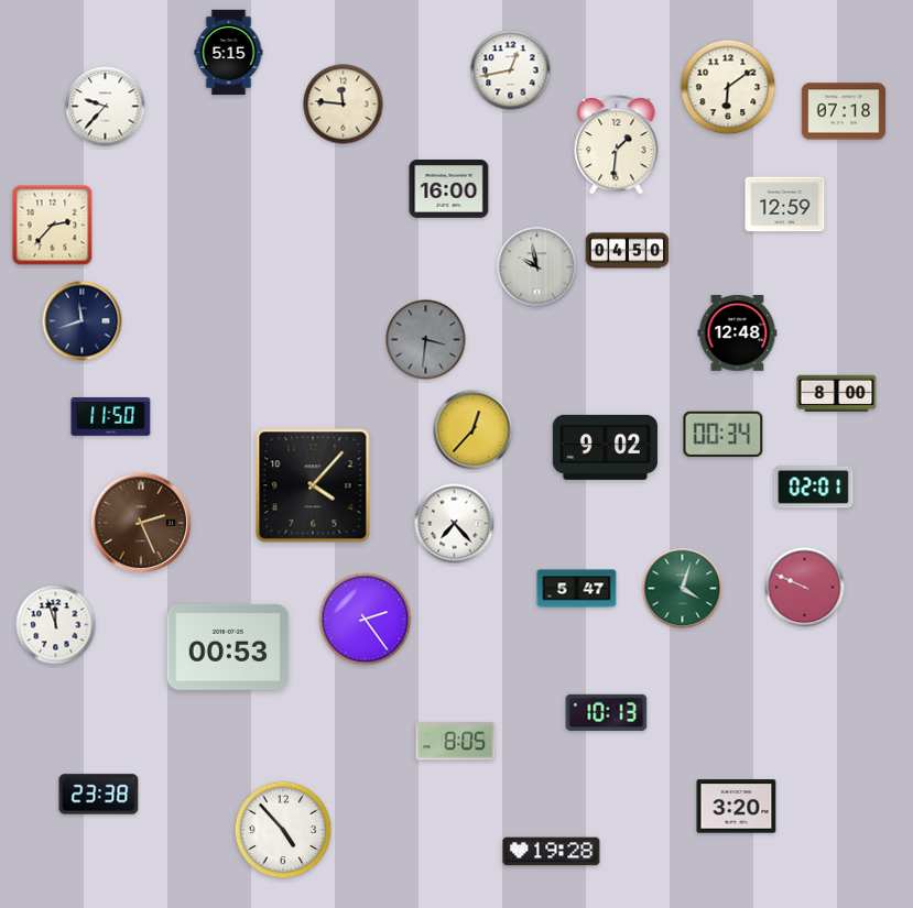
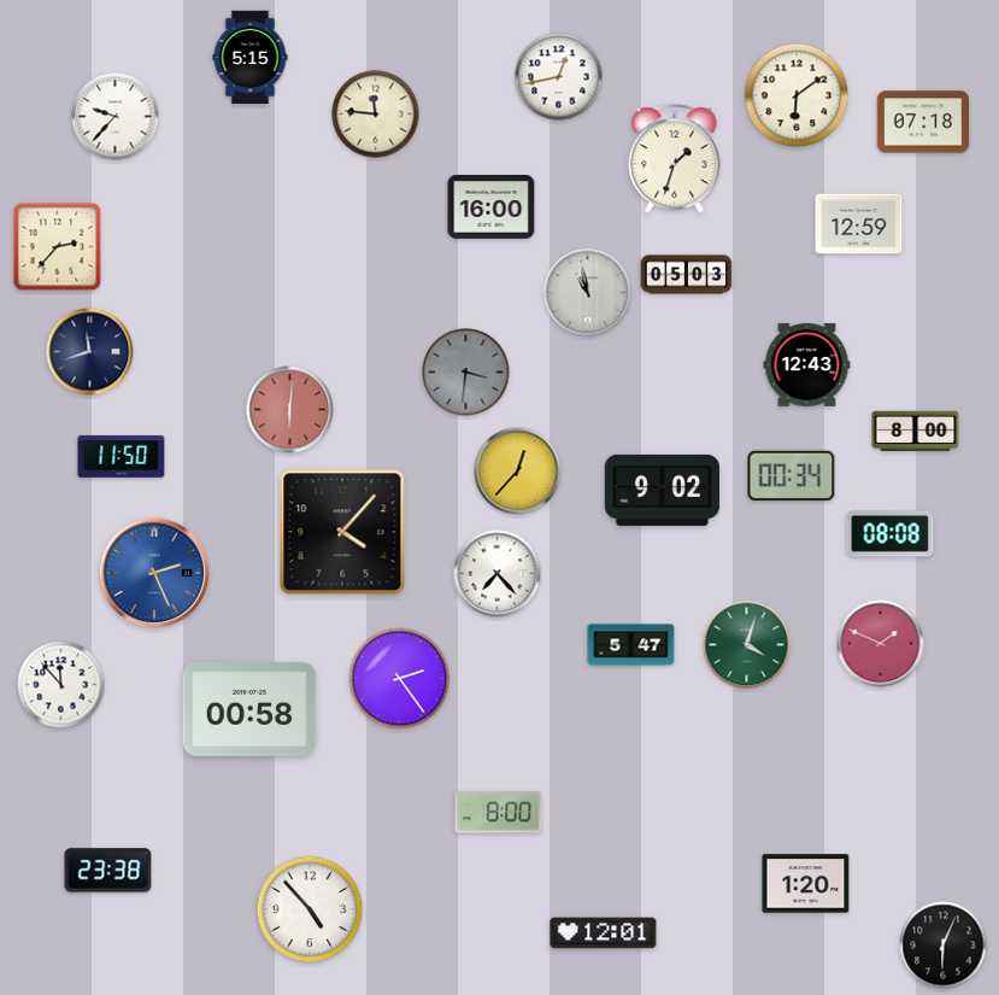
clock at (617, 145): 1:31 -> 1:33
clock at (628, 251): 04:50 -> 05:03
clock at (537, 267): 9:58 -> 10:58
clock at (738, 333): 12:48 -> 12:43
clock at (290, 410): none -> 6:01
clock at (814, 488): 02:01 -> 08:08
clock at (141, 523) dial: brown -> blue
clock at (805, 588): 9:49 -> 1:49
clock at (56, 625): 11:57 -> 11:53
clock at (228, 647): 00:53 -> 00:58
clock at (607, 712): 10:13 -> none
clock at (456, 742): 8:05 -> 8:00
clock at (737, 807): 3:20 -> 1:20
clock at (552, 852): 19:28 -> 12:01
clock at (944, 946): none -> 6:04
